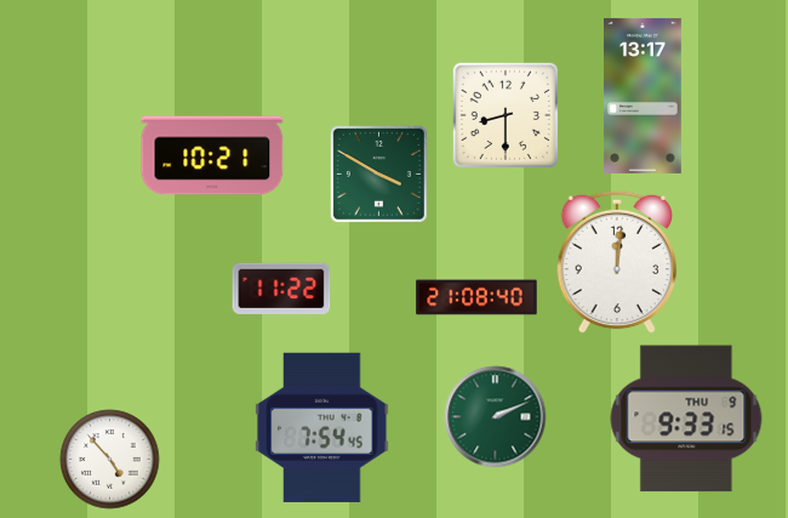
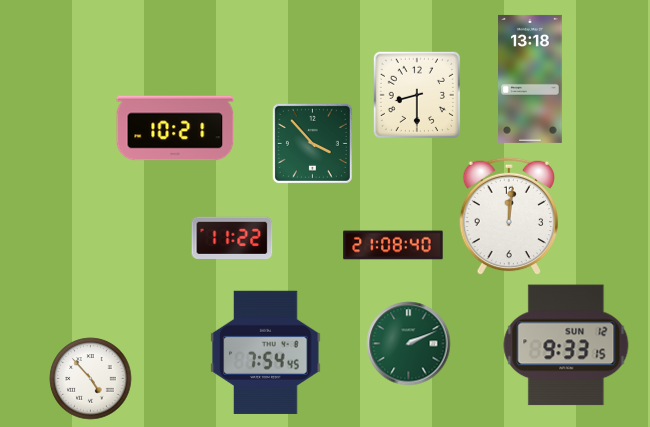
clock at (643, 96): 13:17 -> 13:18
clock at (378, 173): 3:50 -> 3:53
clock at (686, 419) date: THU 9 -> SUN 12
